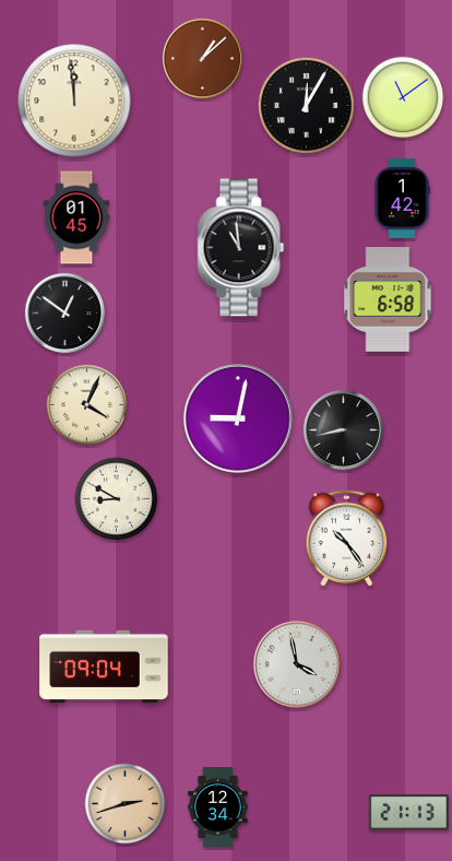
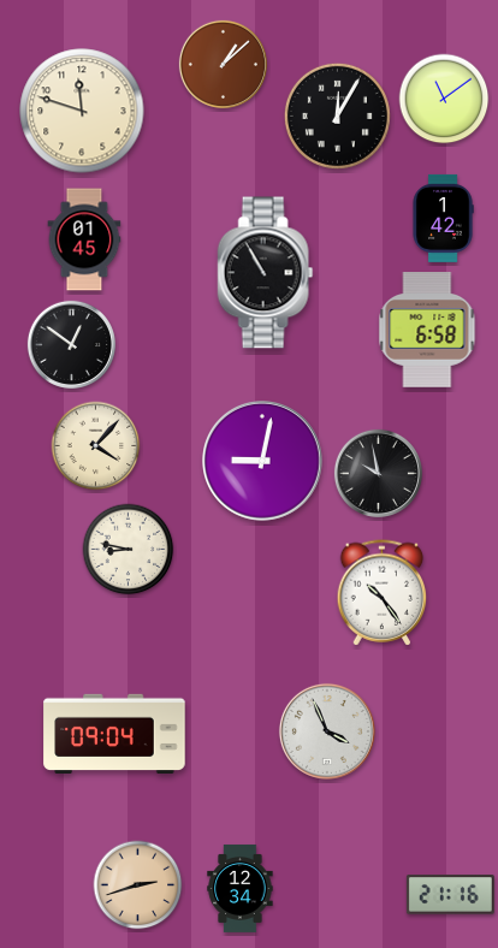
clock at (403, 97) position: (403, 97) -> (444, 99)
clock at (74, 101): 11:59 -> 11:48
clock at (241, 248): 10:59 -> 10:55
clock at (87, 405): 4:04 -> 4:07
clock at (343, 429): 8:43 -> 9:58
clock at (117, 499): 8:50 -> 8:47
clock at (297, 664): 3:58 -> 3:56
clock at (408, 813): 21:13 -> 21:16
